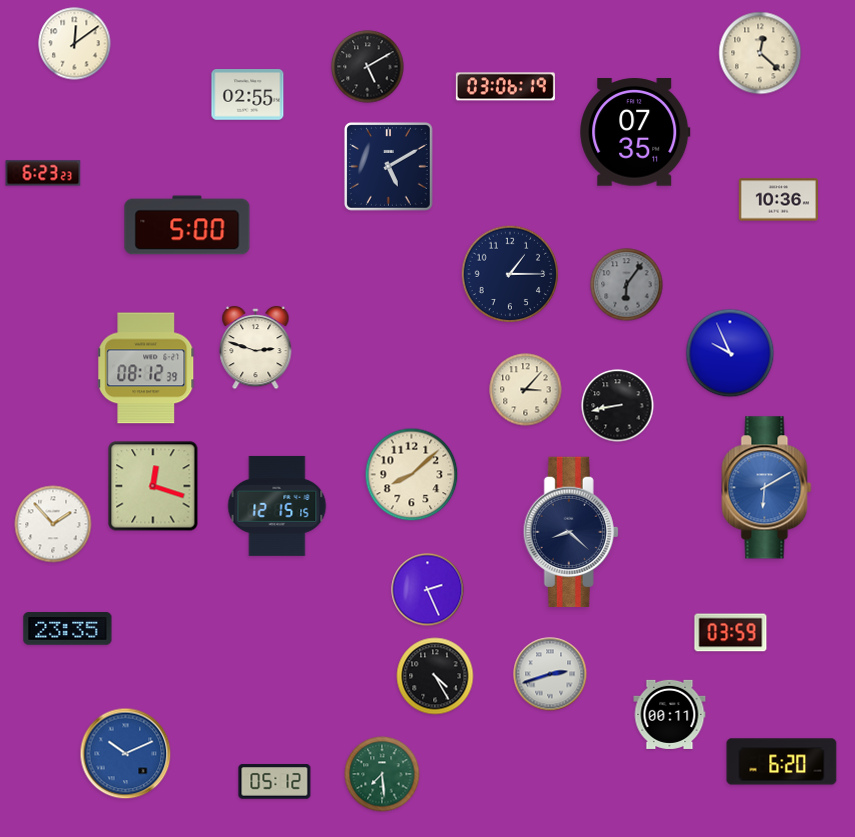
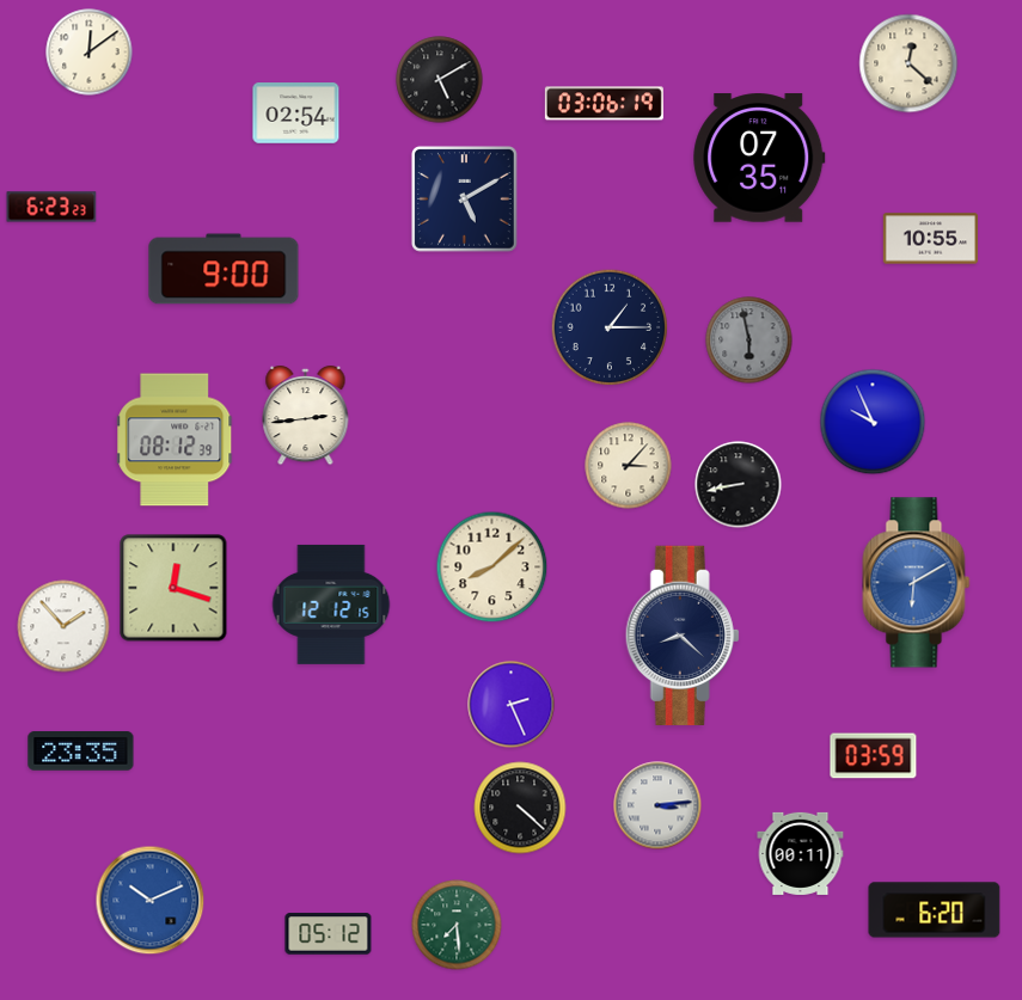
clock at (248, 95): 02:55 -> 02:54
clock at (778, 200): 10:36 -> 10:55
clock at (187, 225): 5:00 -> 9:00
clock at (627, 285): 6:06 -> 5:58
clock at (256, 348): 2:48 -> 2:44
clock at (153, 486) position: (153, 486) -> (173, 588)
clock at (277, 506): 12:15 -> 12:12
clock at (550, 674): 2:42 -> 3:14
clock at (435, 676): 4:25 -> 4:22
